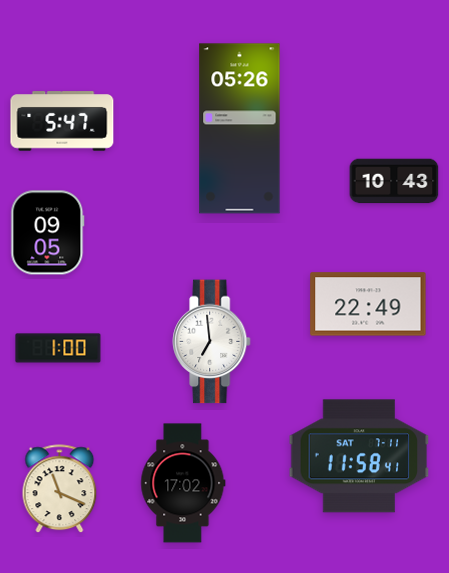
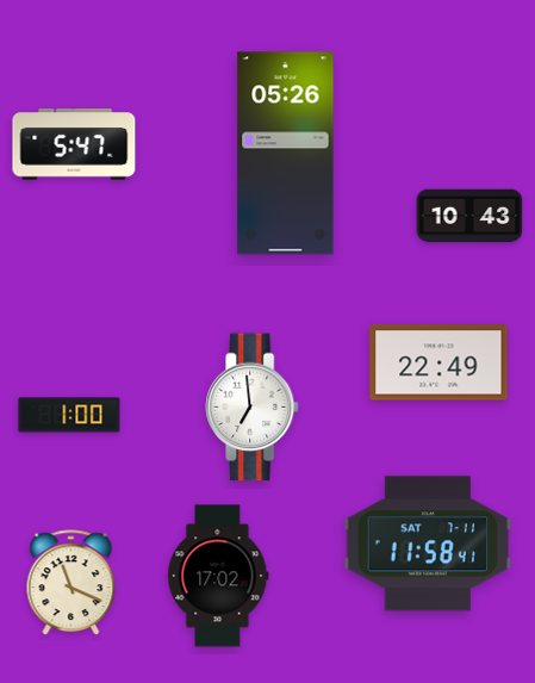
clock at (48, 233): 09:05 -> none
